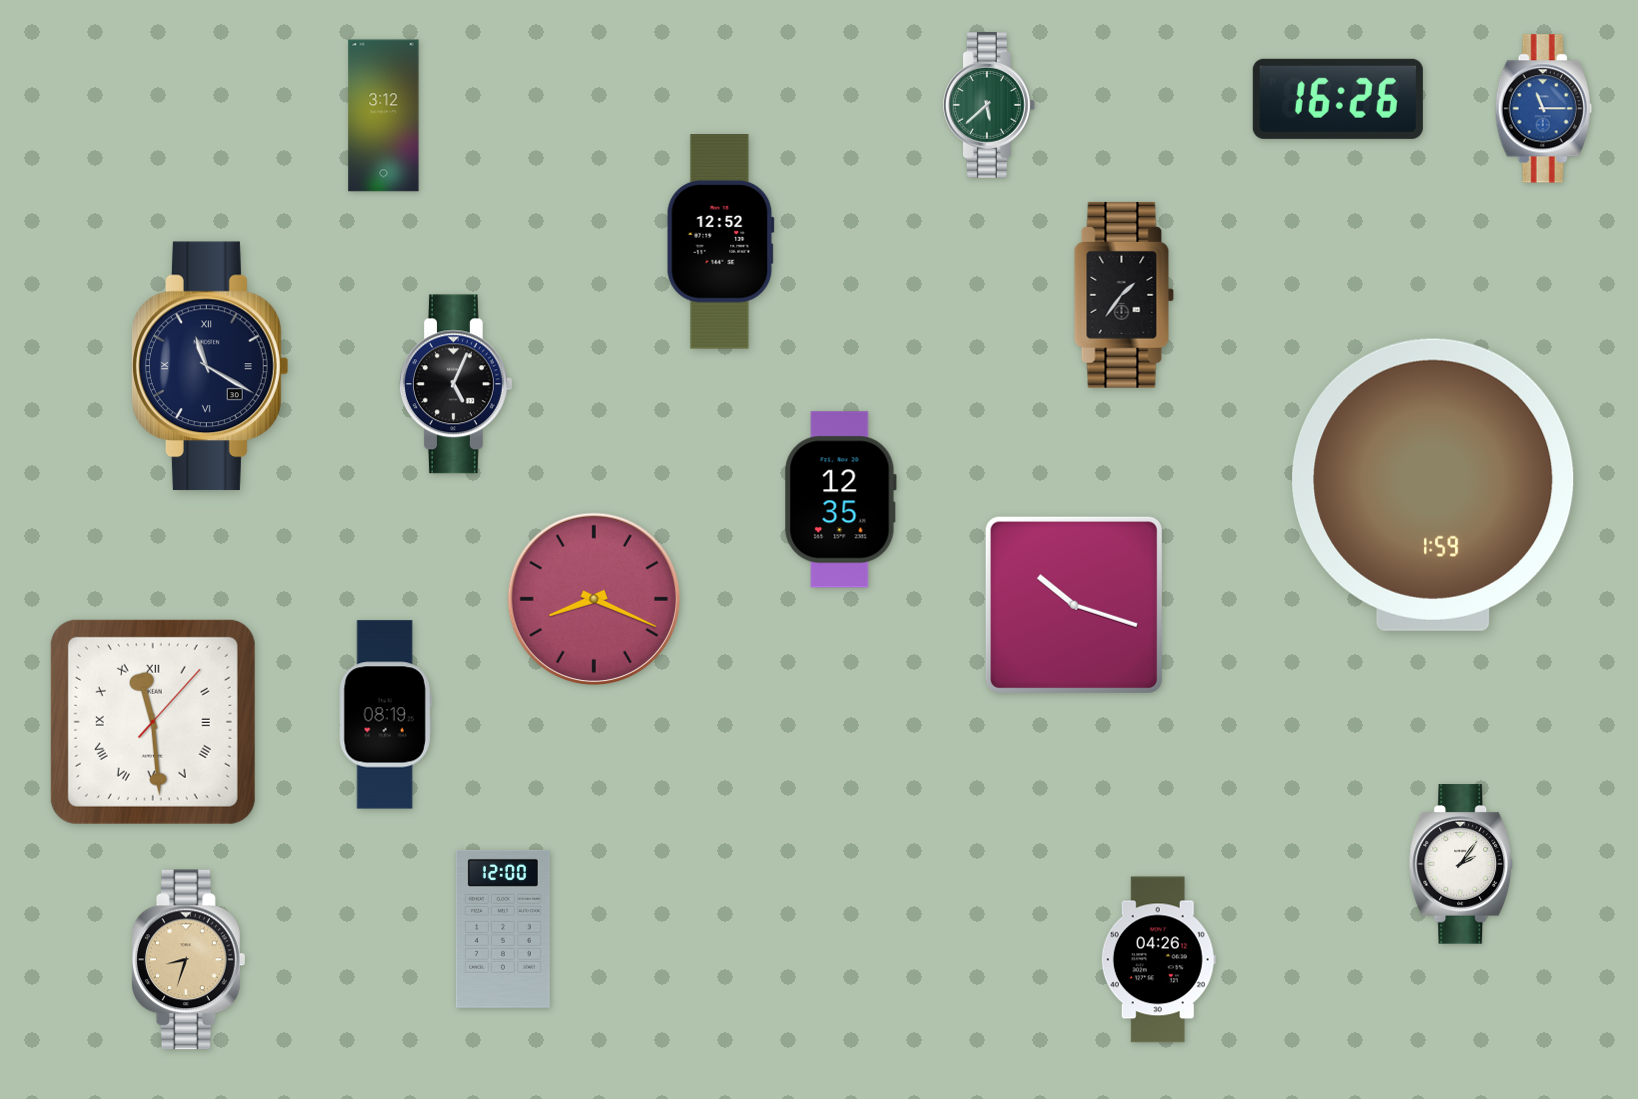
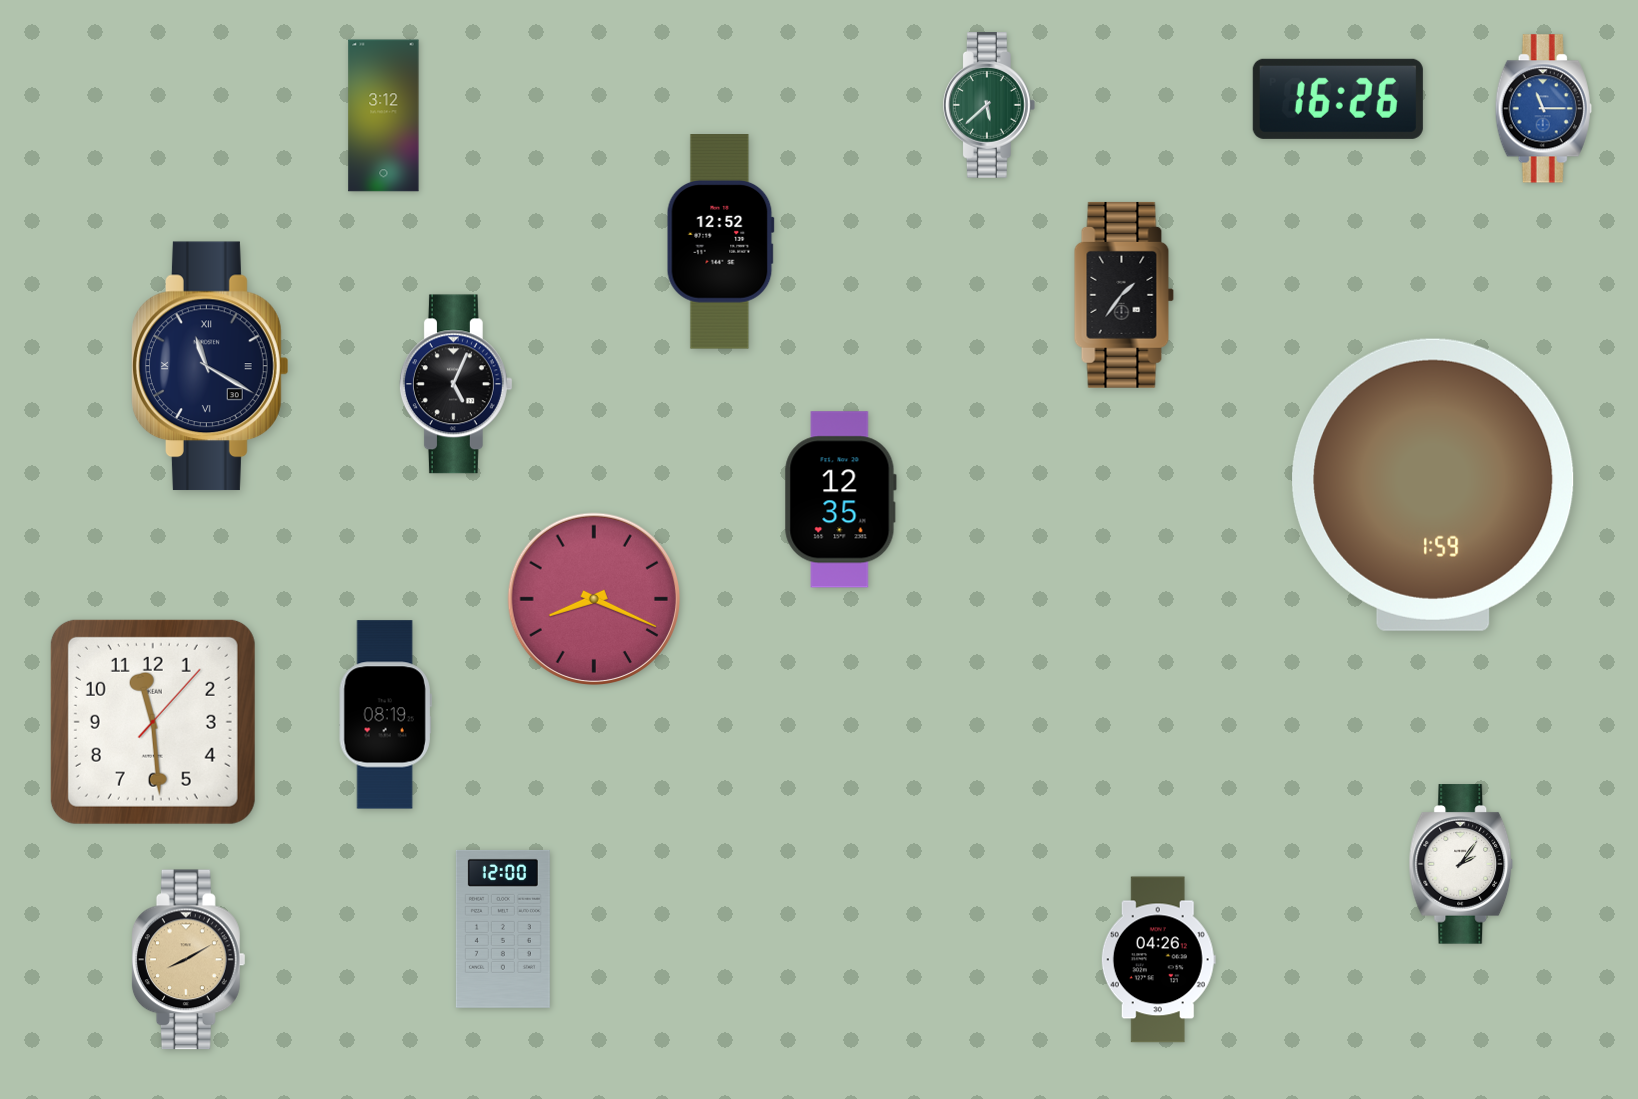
clock at (1074, 605): 10:18 -> none
clock at (153, 722) numerals: Roman -> Arabic
clock at (188, 960): 8:33 -> 8:10
